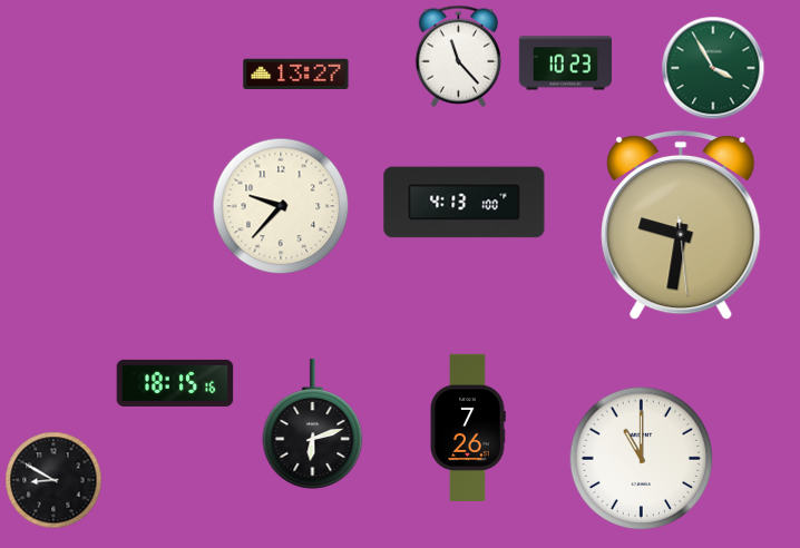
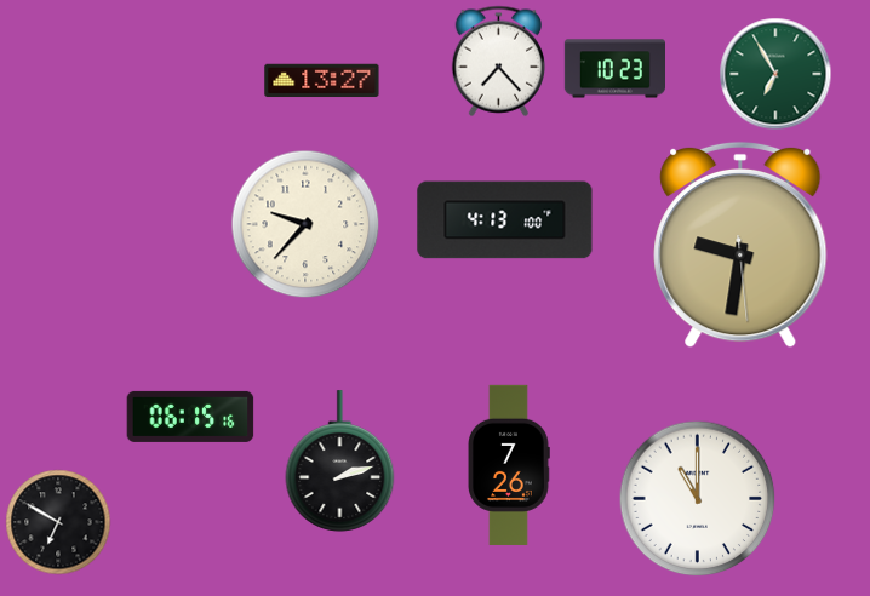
clock at (458, 56): 11:23 -> 7:23
clock at (713, 68): 3:55 -> 6:55
clock at (175, 383): 18:15 -> 06:15
clock at (313, 424): 6:12 -> 2:12
clock at (53, 480): 8:50 -> 6:50
